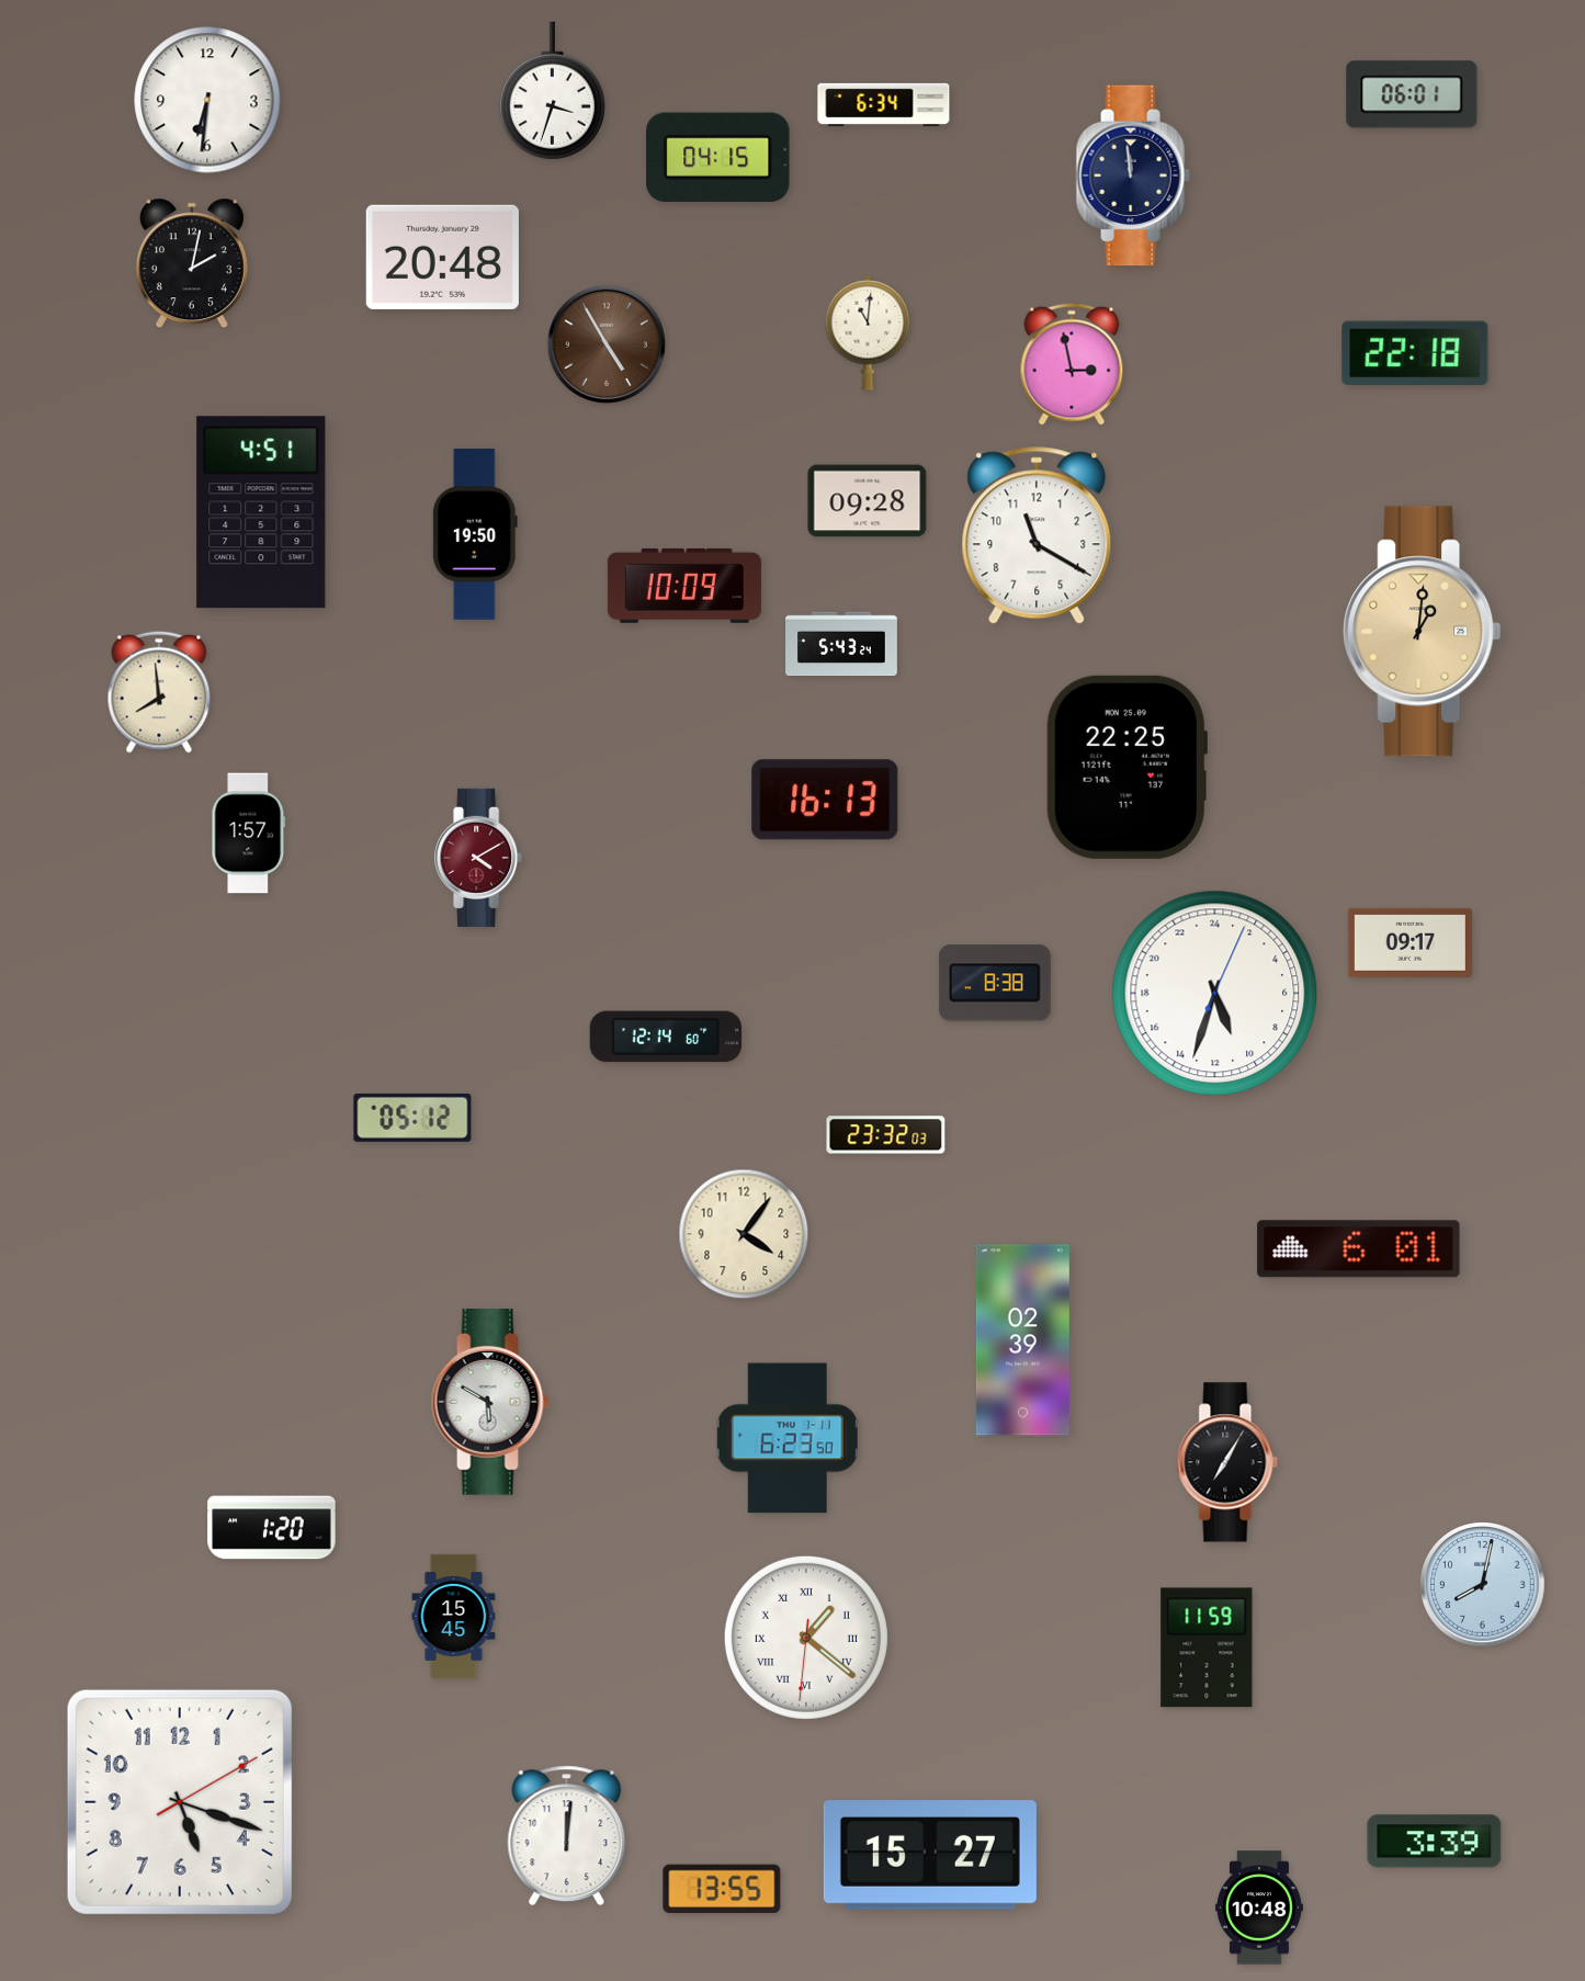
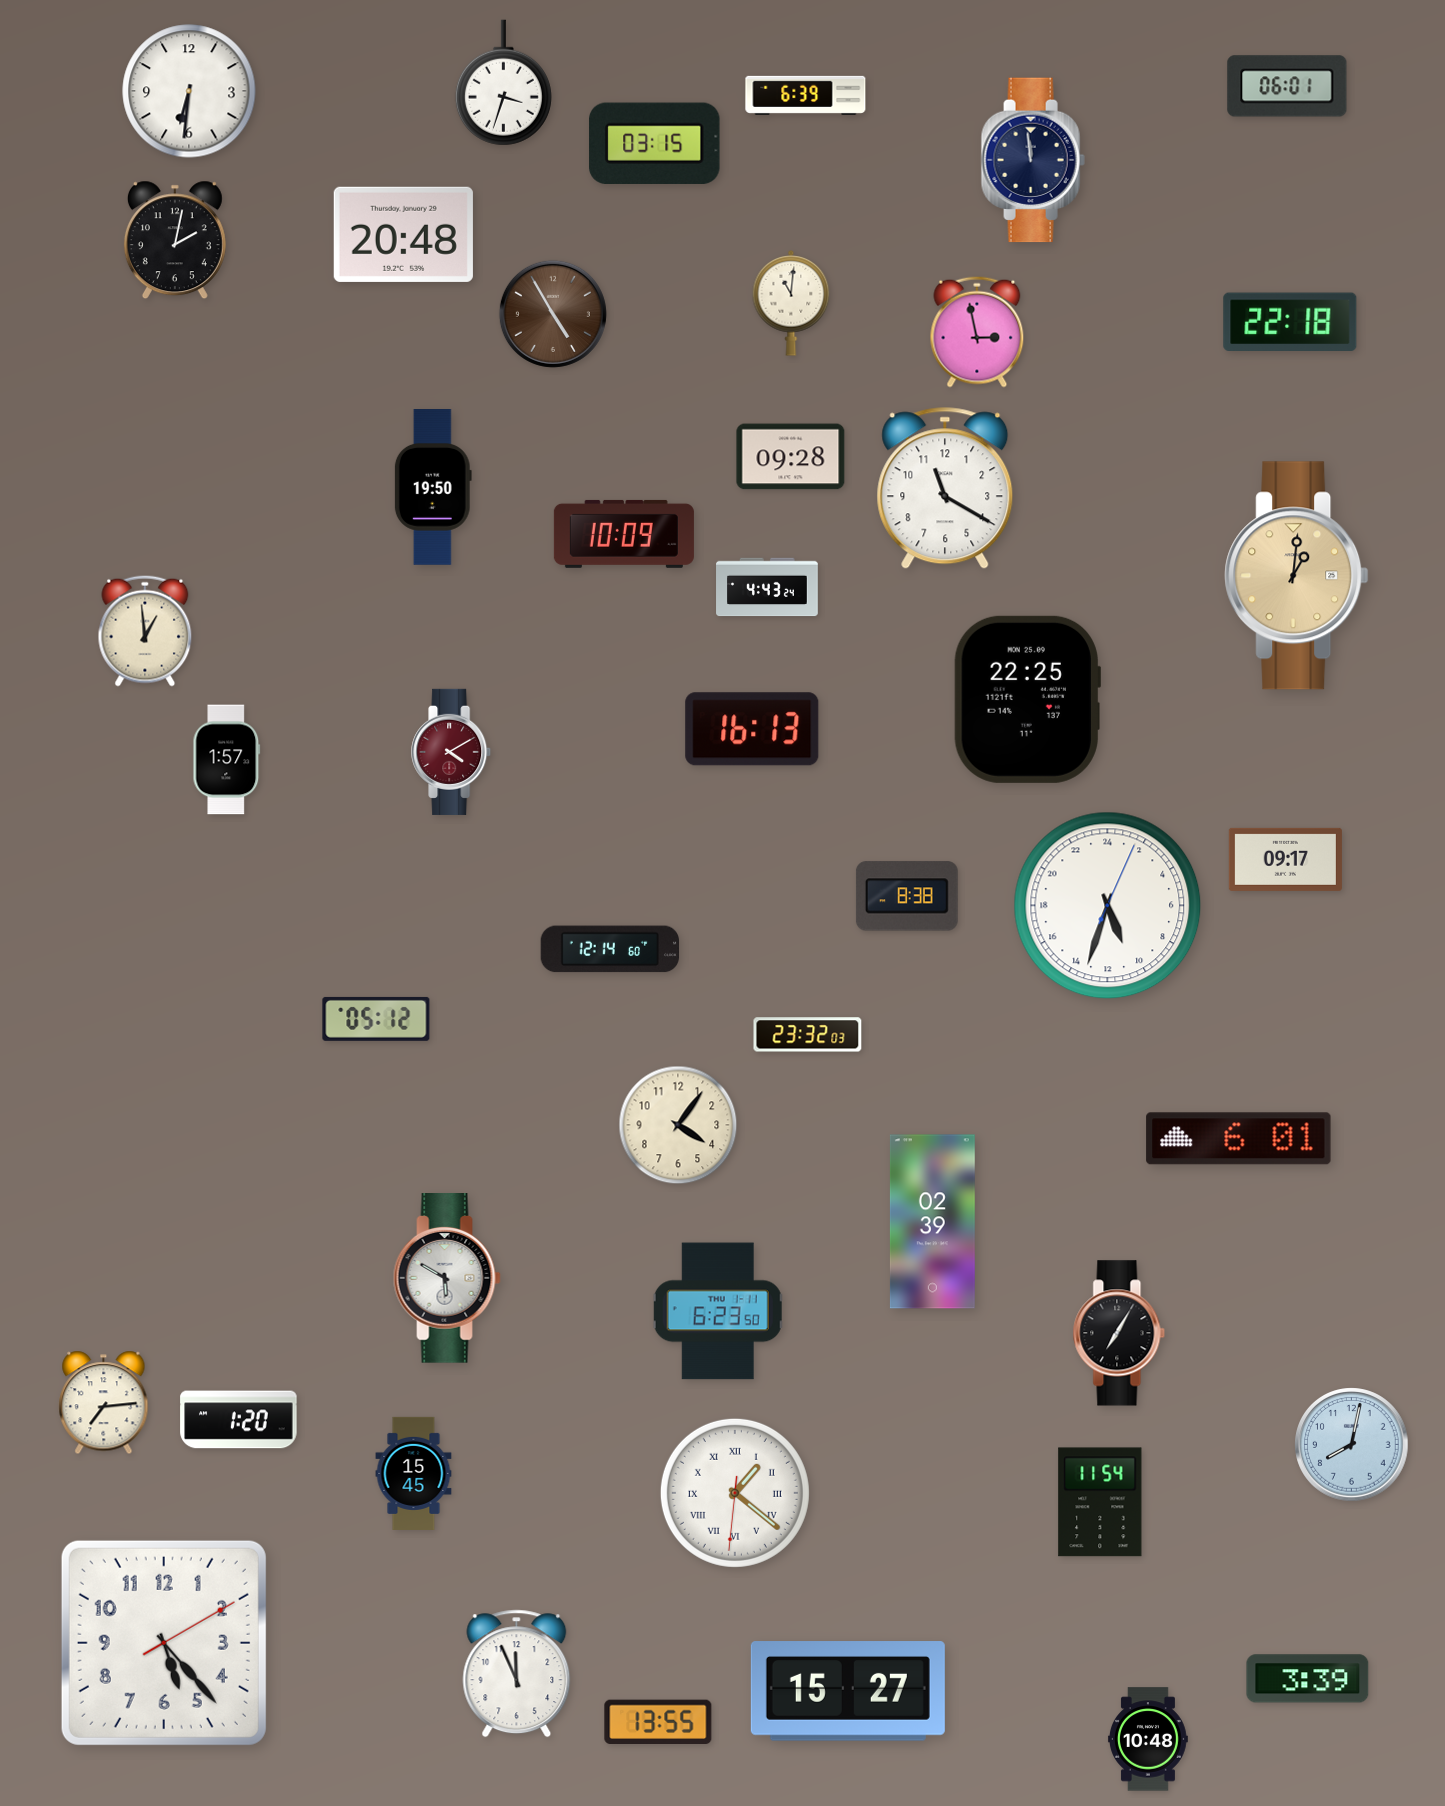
clock at (884, 104): 6:34 -> 6:39
clock at (718, 157): 04:15 -> 03:15
clock at (261, 512): 4:51 -> none
clock at (841, 644): 5:43 -> 4:43
clock at (159, 692): 7:59 -> 12:59
clock at (479, 858) position: (479, 858) -> (452, 752)
clock at (666, 1037) position: (666, 1037) -> (610, 949)
clock at (272, 1528) position: (272, 1528) -> (239, 1420)
clock at (104, 1403): none -> 7:14
clock at (1207, 1648): 11:59 -> 11:54
clock at (180, 1802): 5:18 -> 5:23
clock at (567, 1836): 12:01 -> 11:56
